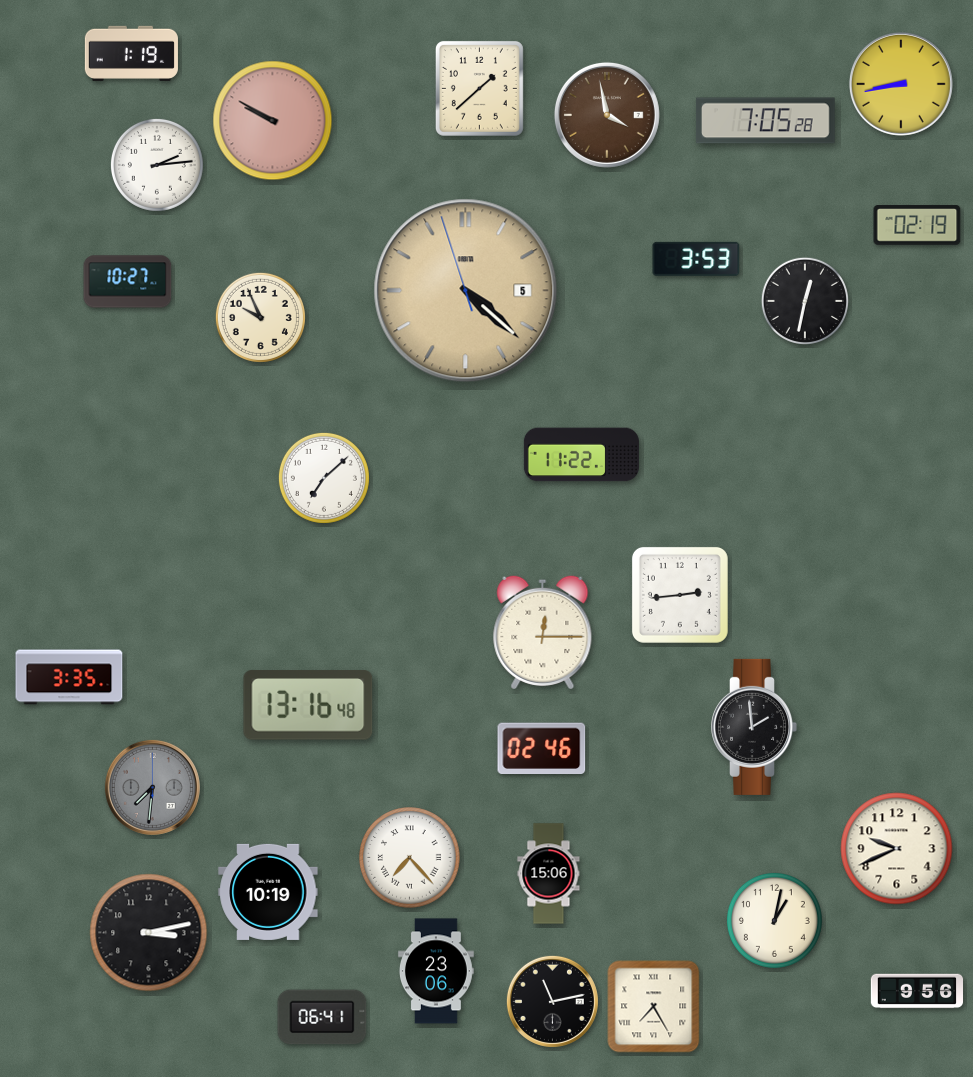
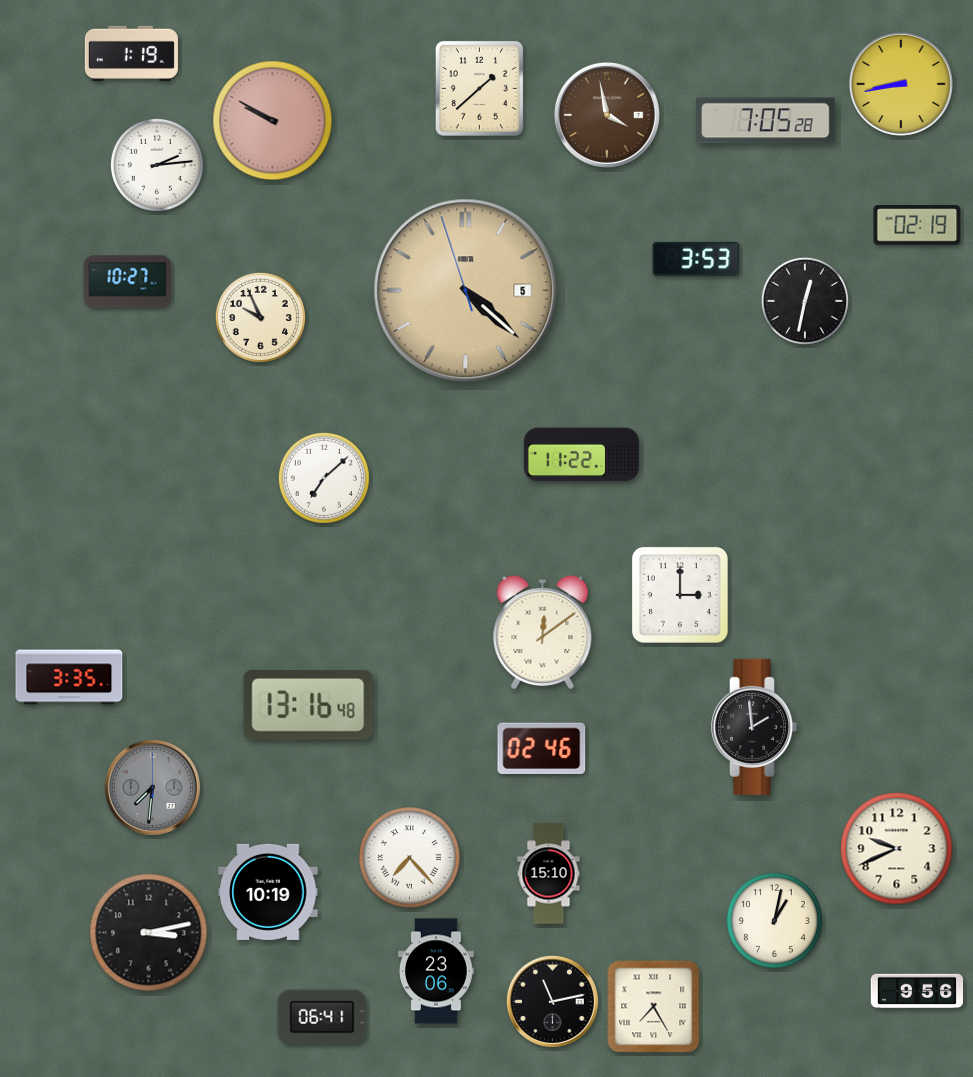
clock at (680, 595): 2:44 -> 3:00
clock at (543, 632): 12:15 -> 12:09
clock at (549, 874): 15:06 -> 15:10
